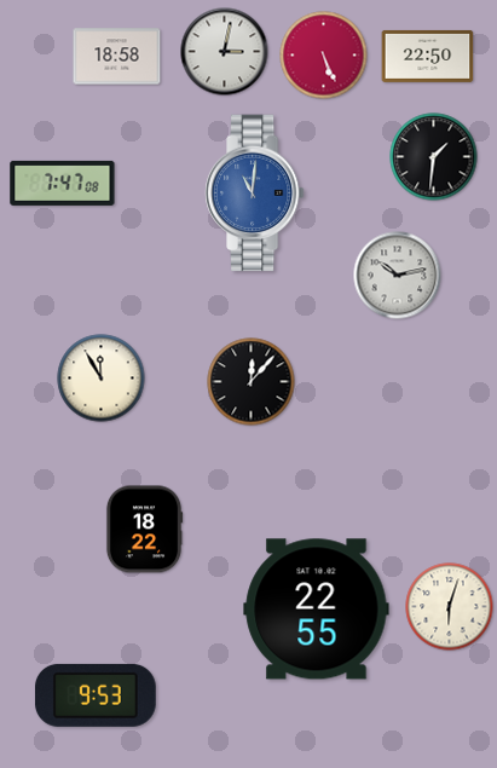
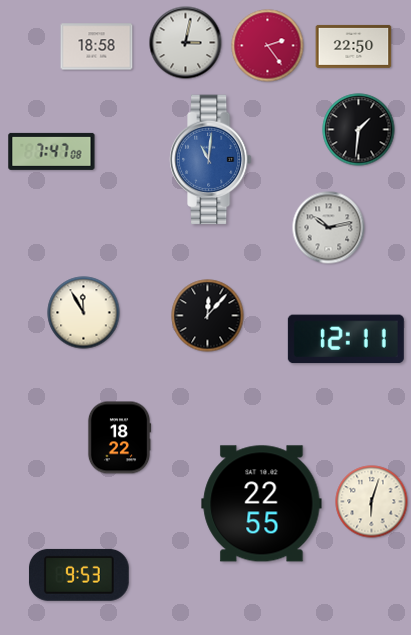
clock at (324, 56): 5:26 -> 2:24
clock at (346, 339): none -> 12:11
